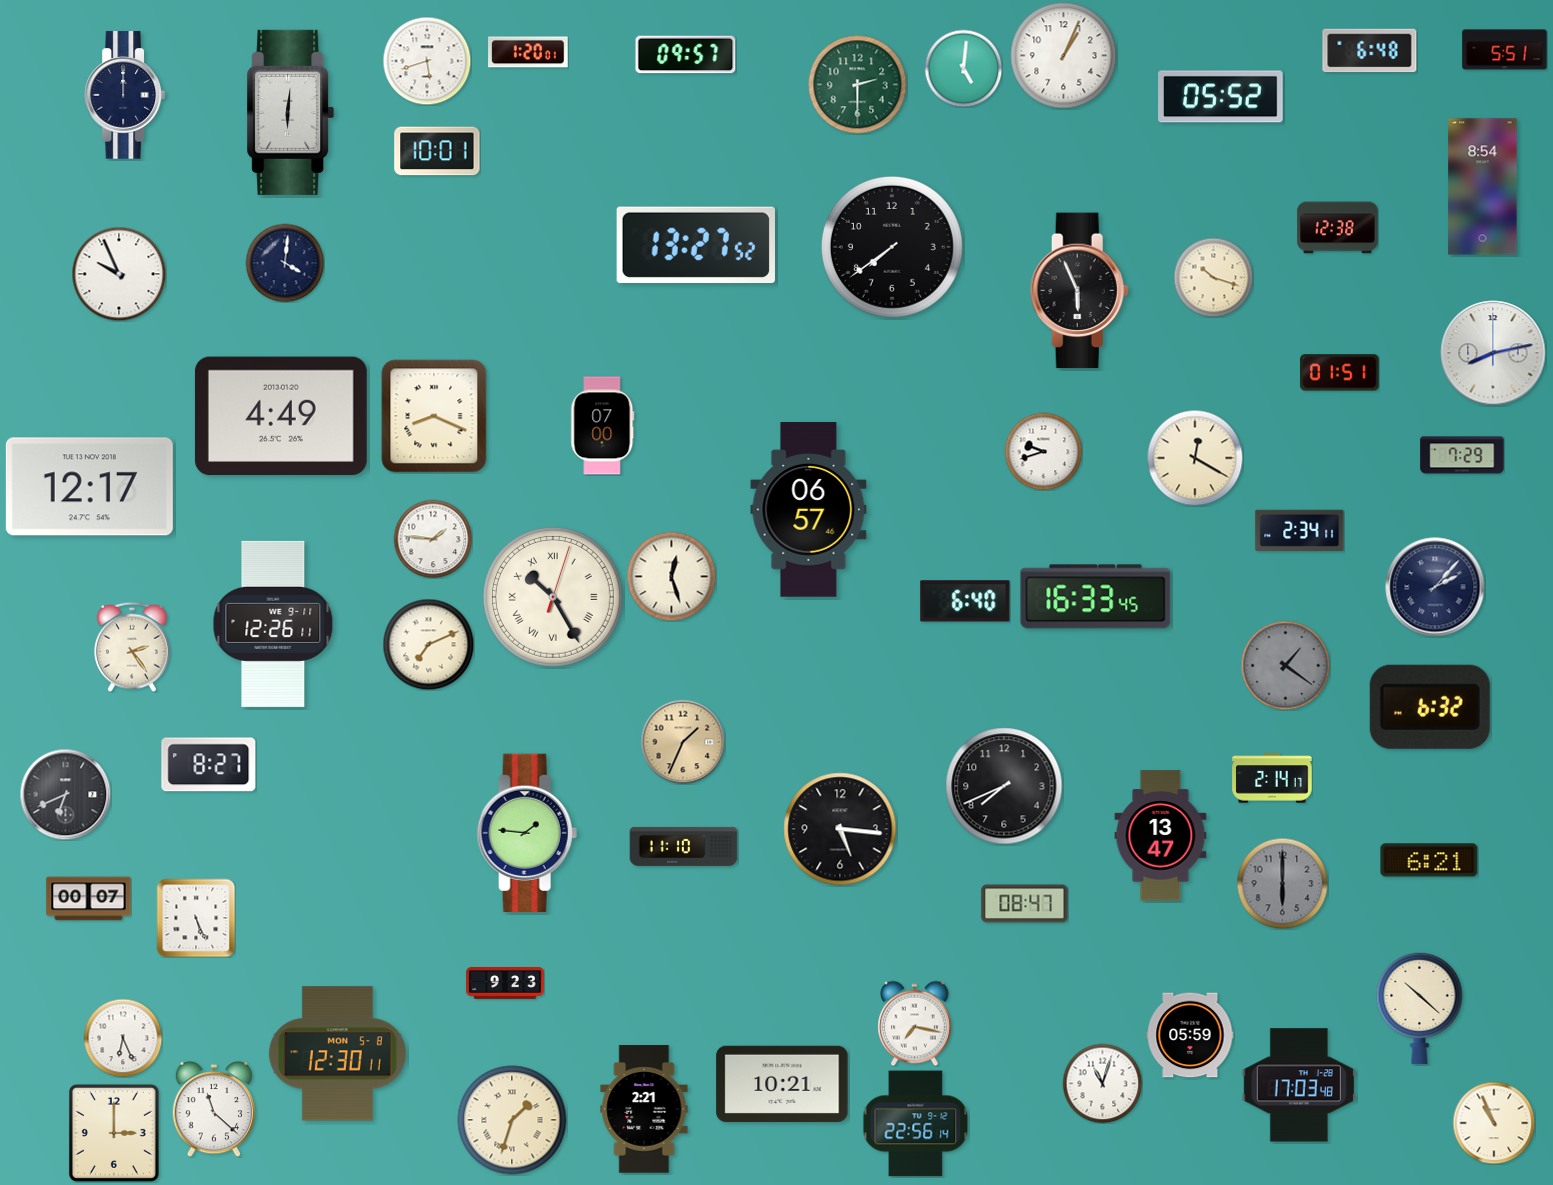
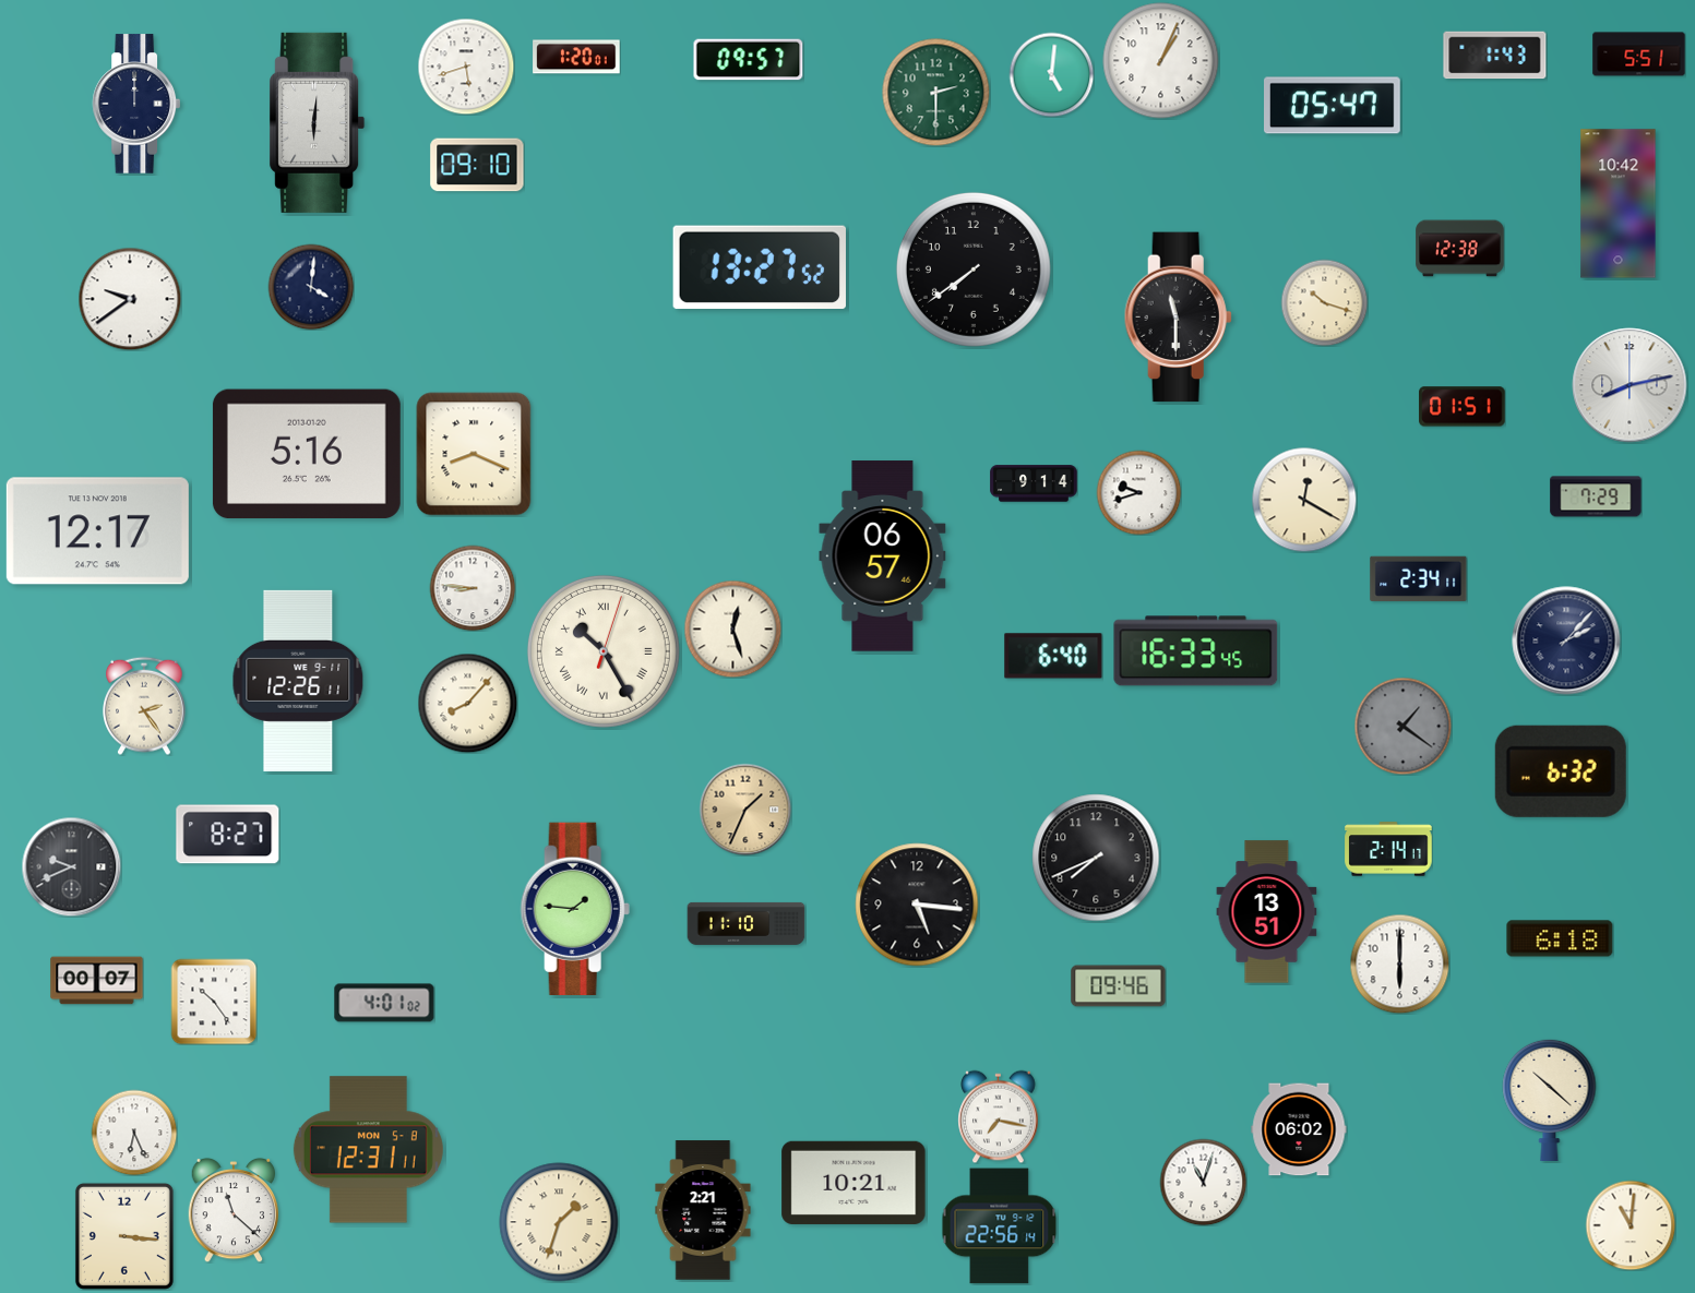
clock at (1505, 50) position: (1505, 50) -> (1639, 55)
clock at (1370, 51): 6:48 -> 1:43
clock at (1221, 97): 05:52 -> 05:47
clock at (437, 151): 10:01 -> 09:10
clock at (1483, 187): 8:54 -> 10:42
clock at (119, 274): 9:56 -> 9:39
clock at (1079, 291): 5:56 -> 11:30
clock at (281, 416): 4:49 -> 5:16
clock at (603, 426): 07:00 -> none
clock at (1034, 483): none -> 9:14
clock at (433, 539): 1:46 -> 8:46
clock at (428, 644): 7:11 -> 8:07
clock at (65, 794): 6:41 -> 9:41
clock at (1161, 836): 13:47 -> 13:51
clock at (1429, 860): 6:21 -> 6:18
clock at (1282, 883) dial: grey -> white
clock at (1025, 904): 08:47 -> 09:46
clock at (196, 918): 5:26 -> 10:24
clock at (384, 1003): none -> 4:01
clock at (505, 984): 9:23 -> none
clock at (1190, 1035): 05:59 -> 06:02
clock at (337, 1054): 12:30 -> 12:31
clock at (1299, 1085): 17:03 -> none
clock at (1494, 1123): 10:56 -> 11:01
clock at (114, 1133): 3:00 -> 3:16
